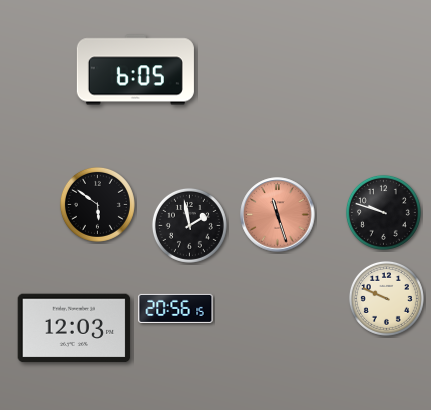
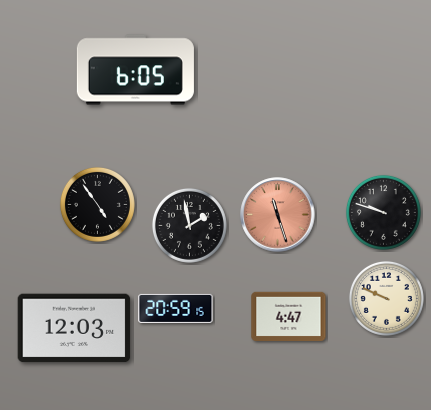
clock at (97, 204): 5:51 -> 4:54
clock at (176, 308): 20:56 -> 20:59
clock at (289, 316): none -> 4:47
